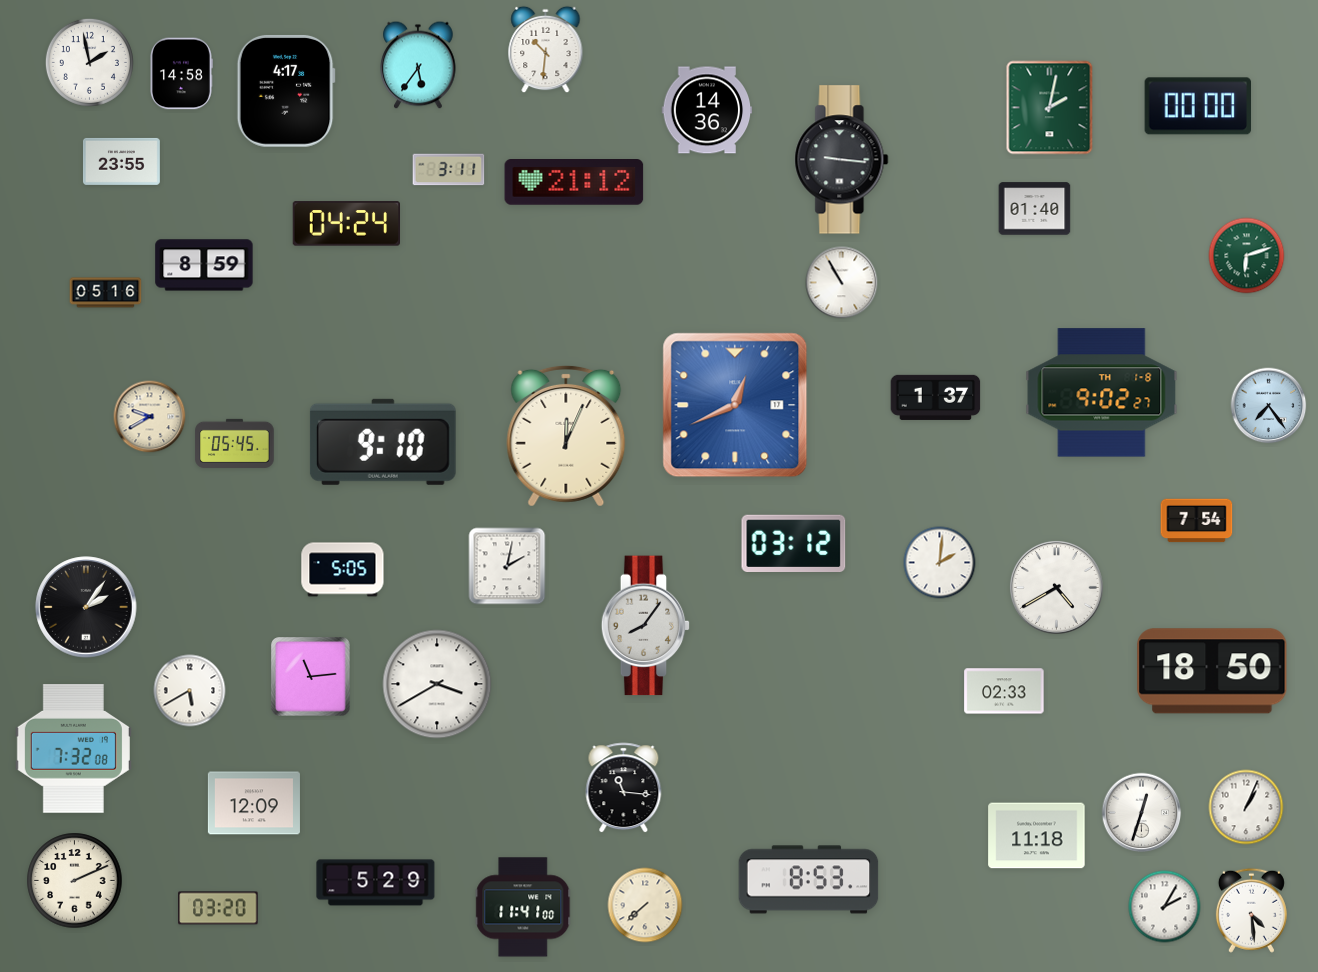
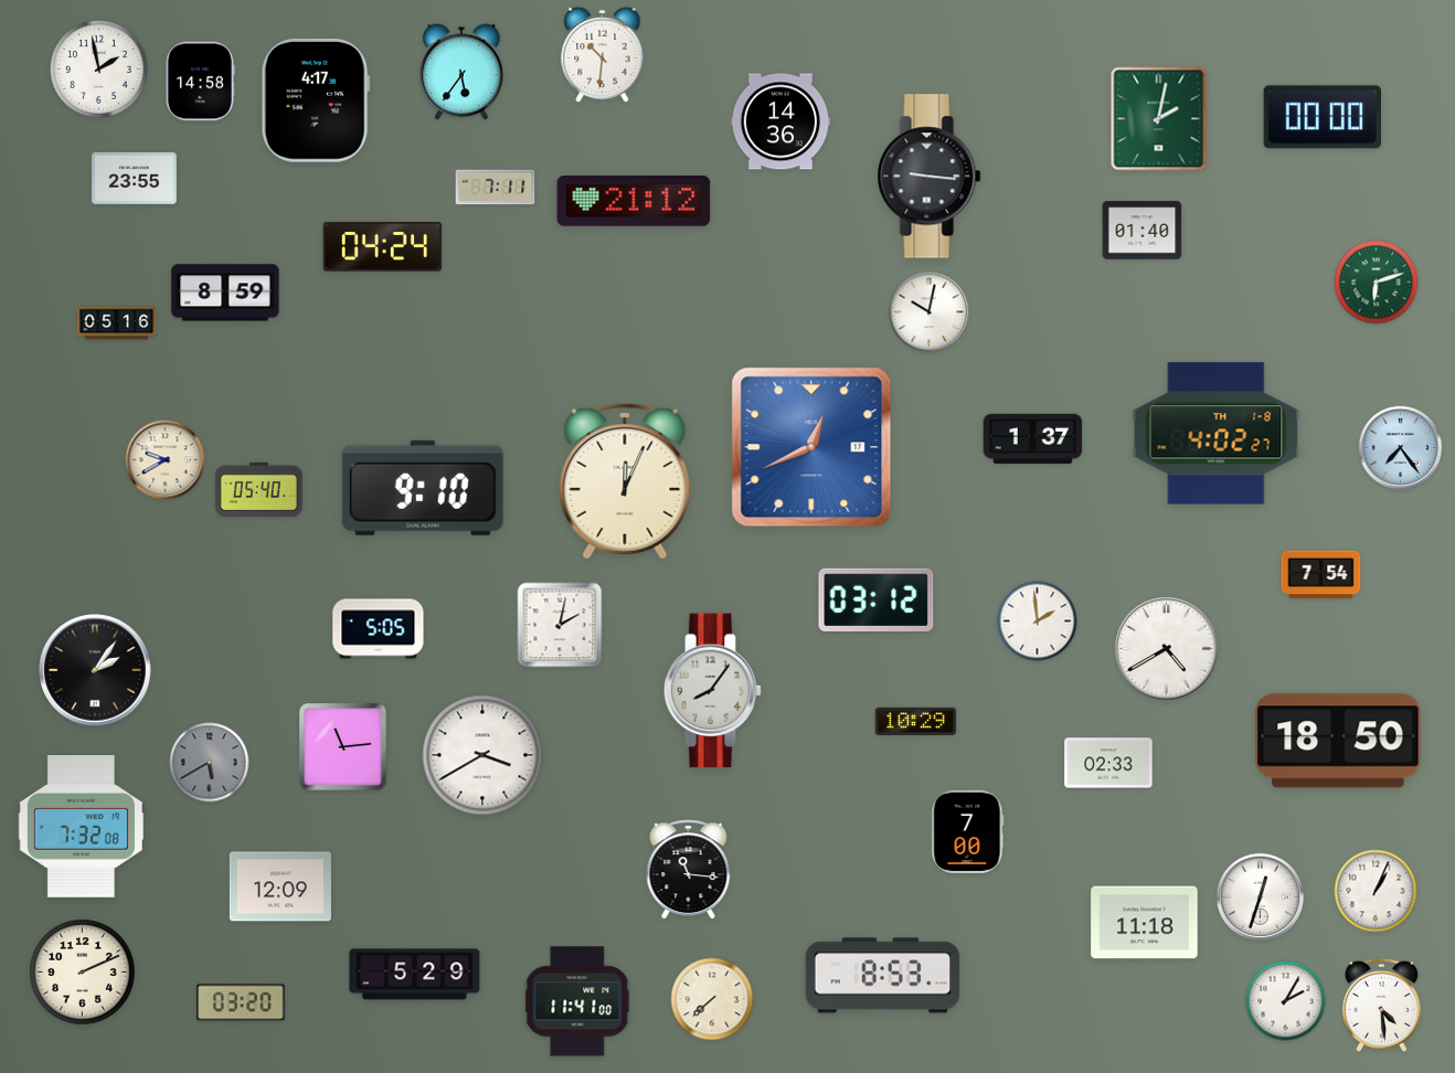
clock at (449, 170): 3:11 -> 7:11
clock at (842, 283): 10:55 -> 10:02
clock at (1102, 393): 9:02 -> 4:02
clock at (235, 443): 05:45 -> 05:40
clock at (940, 563): 2:01 -> 1:59
clock at (916, 721): none -> 10:29
clock at (190, 691) dial: white -> grey
clock at (968, 831): none -> 7:00
clock at (809, 880) position: (809, 880) -> (883, 976)
